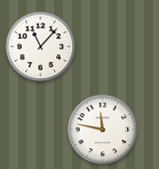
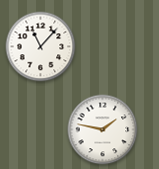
clock at (103, 130): 11:47 -> 1:47
